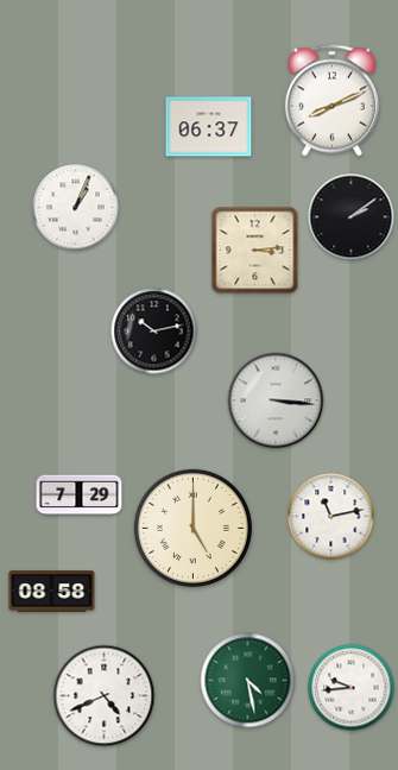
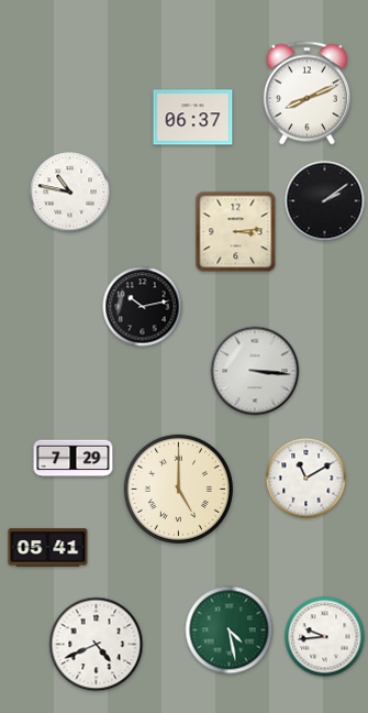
clock at (76, 208): 1:04 -> 10:47
clock at (331, 517): 11:13 -> 11:10
clock at (52, 592): 08:58 -> 05:41
